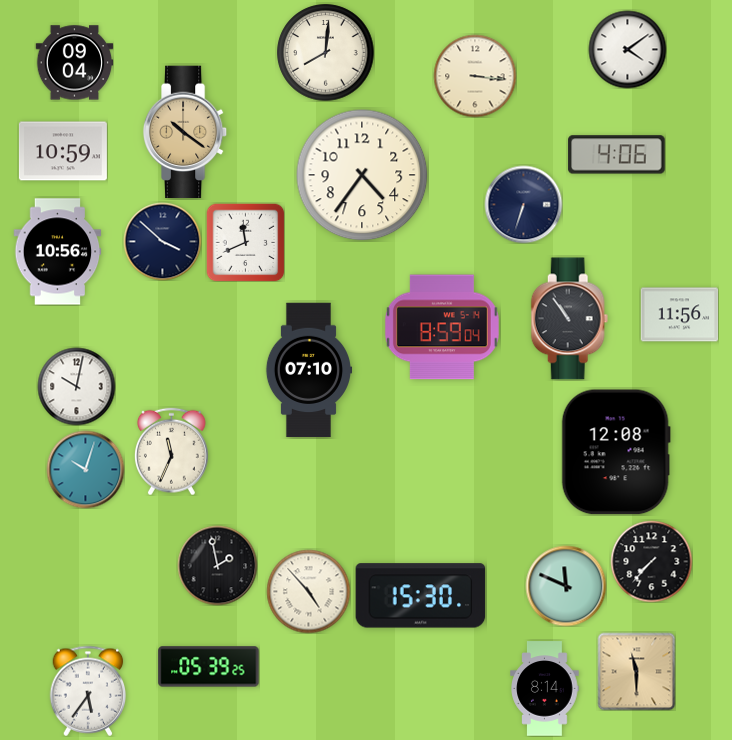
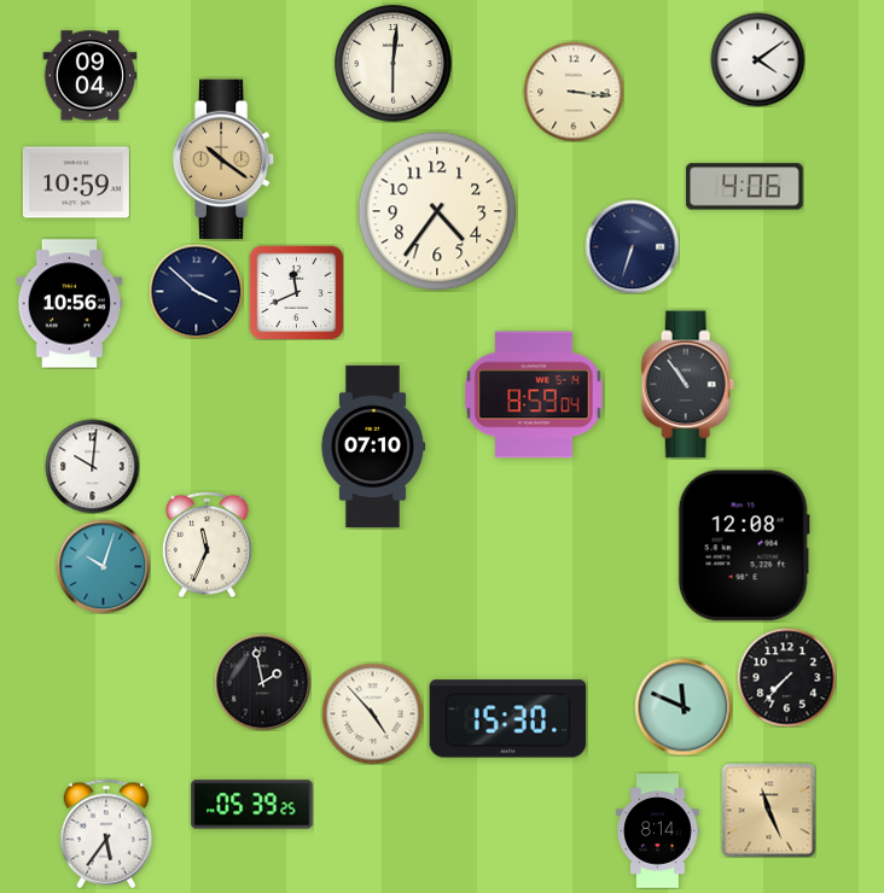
clock at (326, 53): 8:01 -> 6:01
clock at (679, 315): 11:56 -> none
clock at (76, 386): 10:02 -> 10:01
clock at (636, 671): 11:30 -> 11:26
